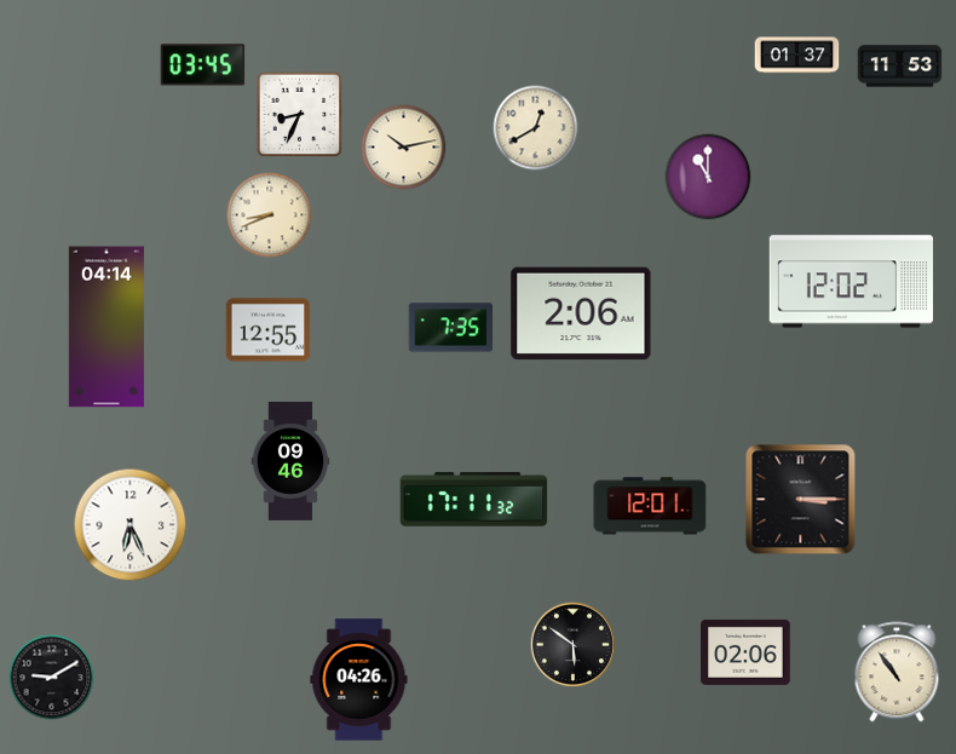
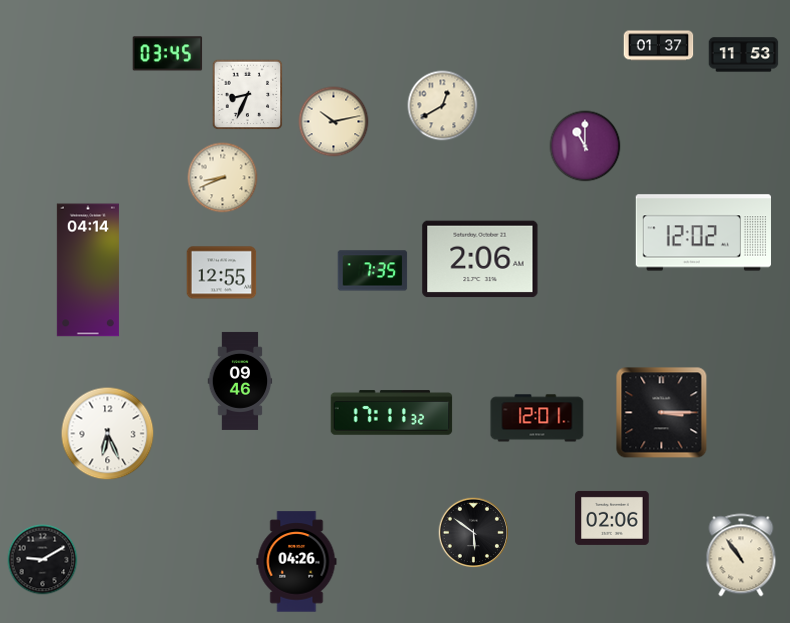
clock at (745, 652) position: (745, 652) -> (612, 518)
